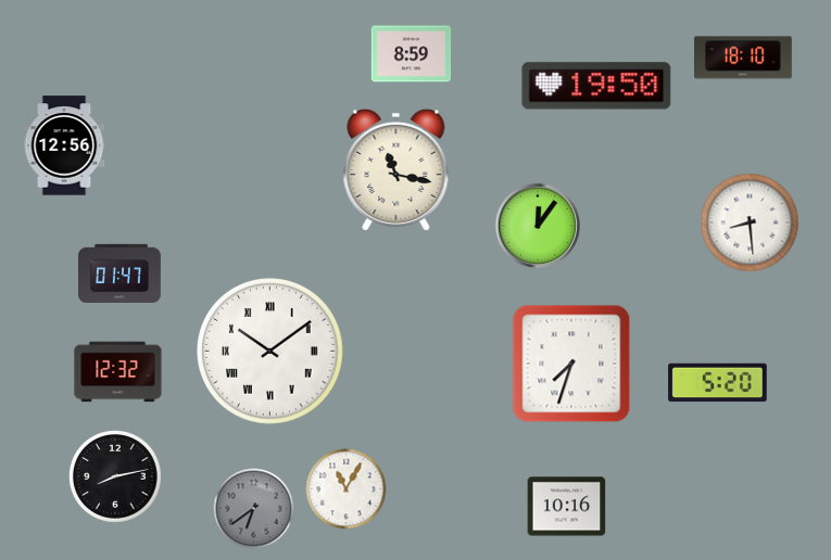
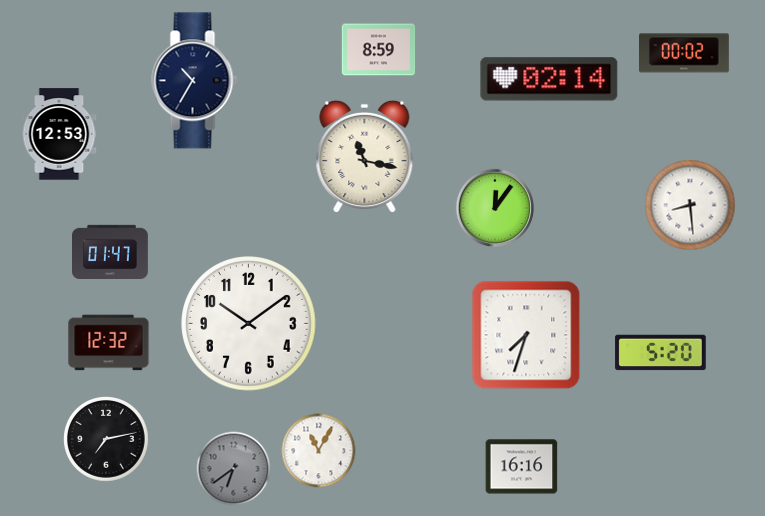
clock at (744, 58): 18:10 -> 00:02
clock at (596, 86): 19:50 -> 02:14
clock at (195, 81): none -> 10:35
clock at (64, 145): 12:56 -> 12:53
clock at (270, 352) numerals: Roman -> Arabic
clock at (116, 478): 8:13 -> 7:13
clock at (567, 507): 10:16 -> 16:16
